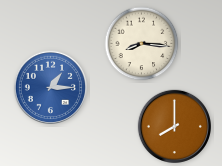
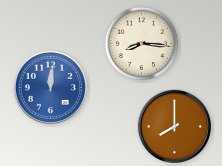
clock at (50, 87): 1:15 -> 12:01
